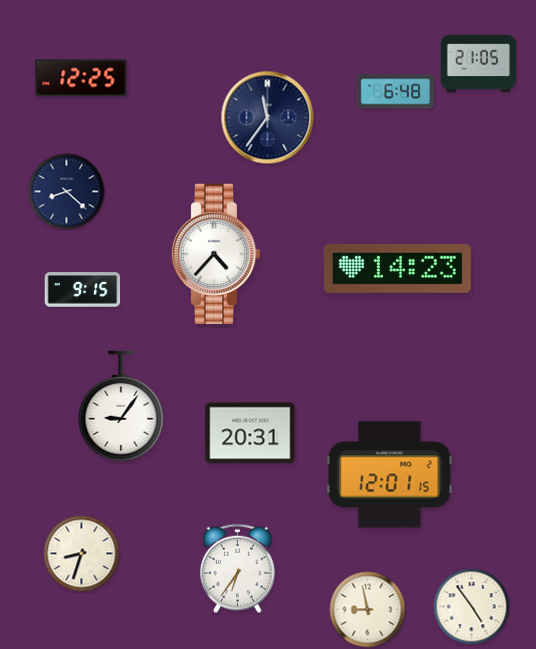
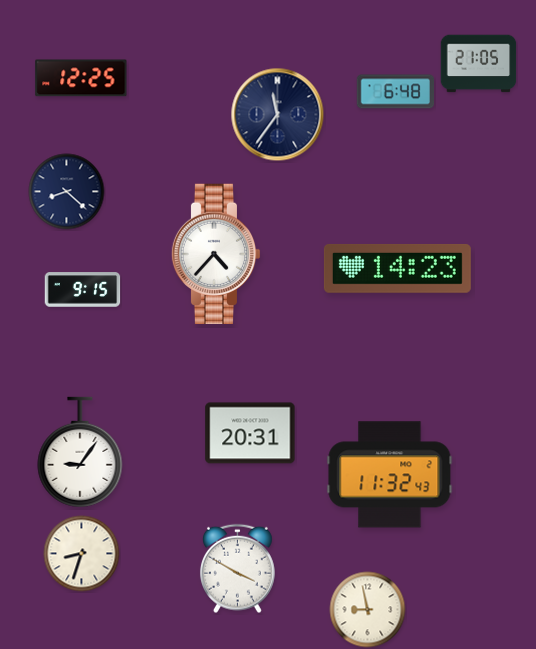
clock at (268, 118) position: (268, 118) -> (278, 115)
clock at (121, 406) position: (121, 406) -> (80, 452)
clock at (390, 475): 12:01 -> 11:32
clock at (238, 569): 6:36 -> 3:50
clock at (472, 607): 4:54 -> none
